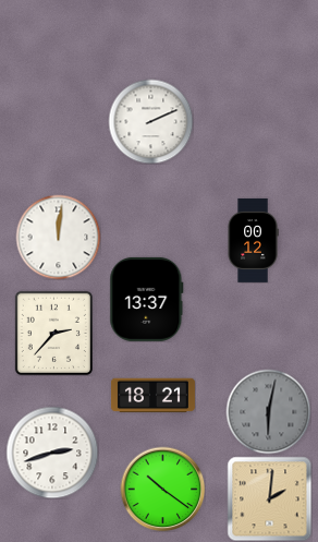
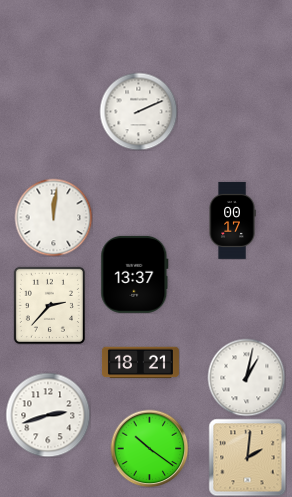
clock at (253, 240): 00:12 -> 00:17
clock at (268, 411): 6:02 -> 1:02
clock at (268, 411) dial: grey -> white
